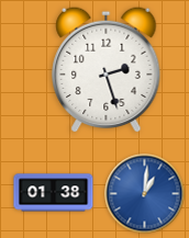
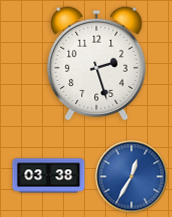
clock at (54, 193): 01:38 -> 03:38
clock at (145, 194): 1:01 -> 12:35
